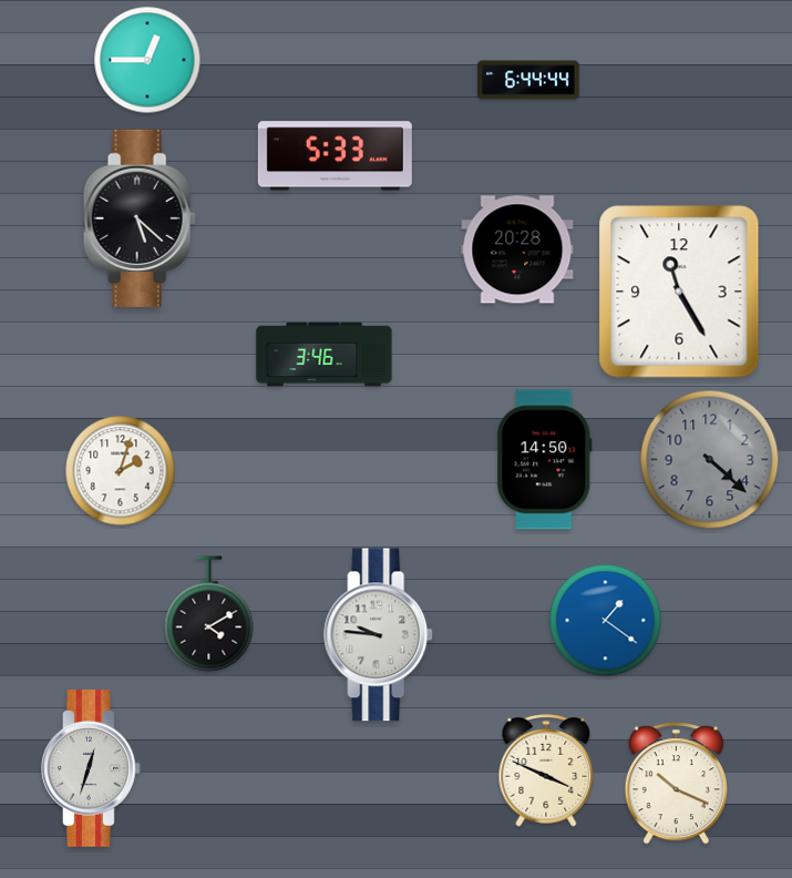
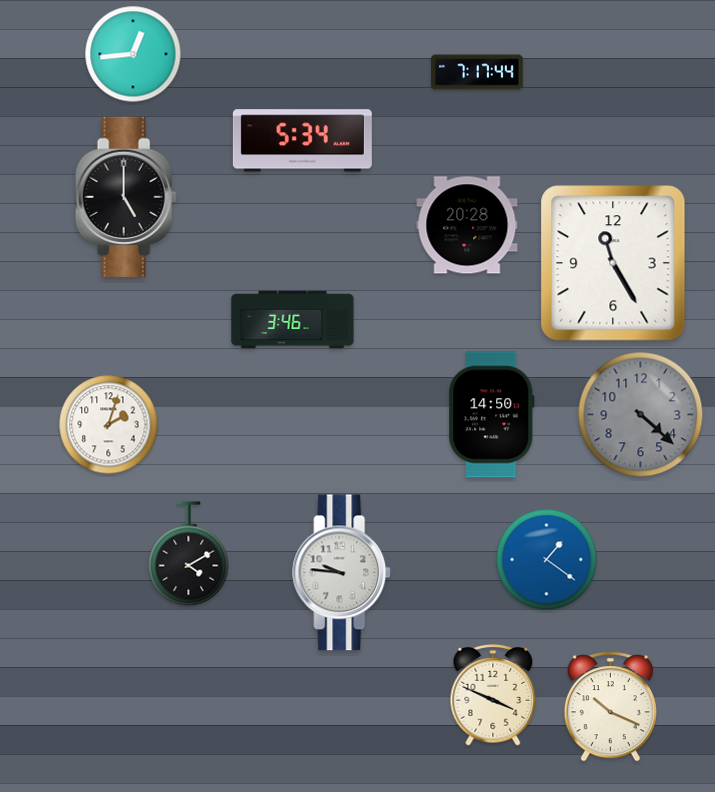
clock at (147, 60): 12:45 -> 12:44
clock at (528, 80): 6:44 -> 7:17
clock at (335, 156): 5:33 -> 5:34
clock at (140, 218): 5:22 -> 5:00
clock at (92, 769): 12:33 -> none
